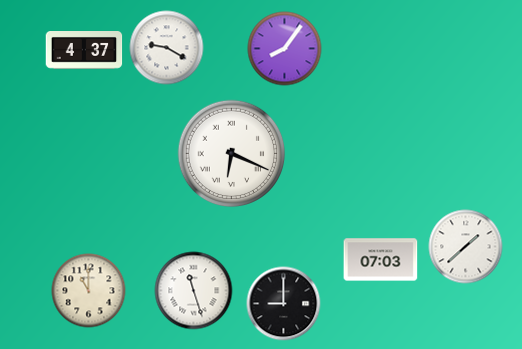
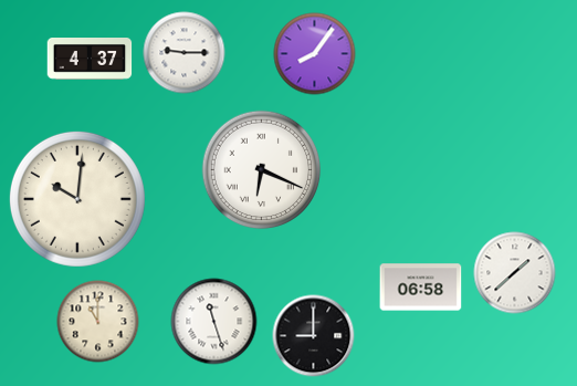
clock at (167, 48): 9:20 -> 9:15
clock at (84, 51) position: (84, 51) -> (90, 60)
clock at (232, 154) position: (232, 154) -> (262, 170)
clock at (77, 199): none -> 10:01
clock at (381, 260): 07:03 -> 06:58
